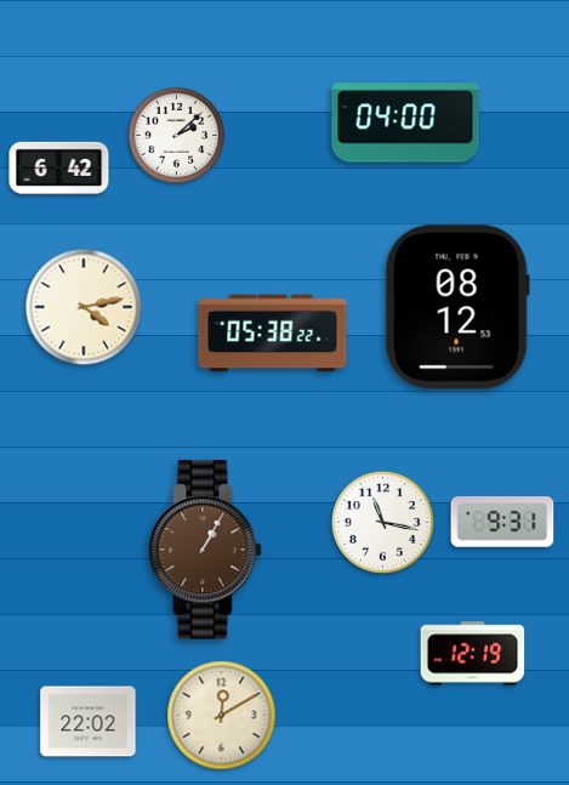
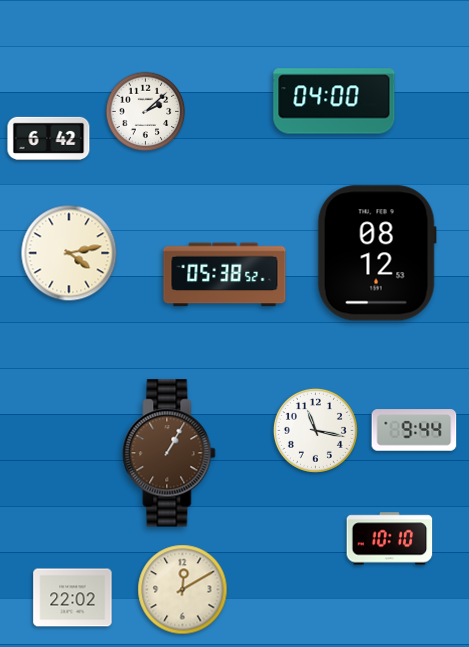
clock at (273, 334): 05:38:22 -> 05:38:52
clock at (502, 522): 9:31 -> 9:44
clock at (473, 654): 12:19 -> 10:10
clock at (89, 722) position: (89, 722) -> (73, 598)
